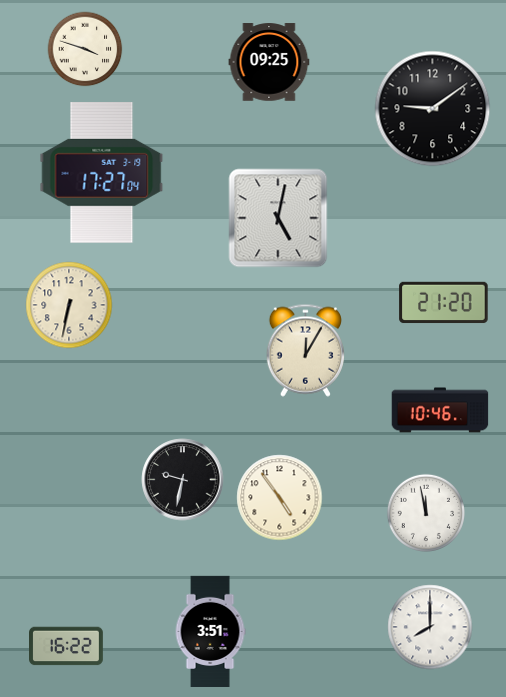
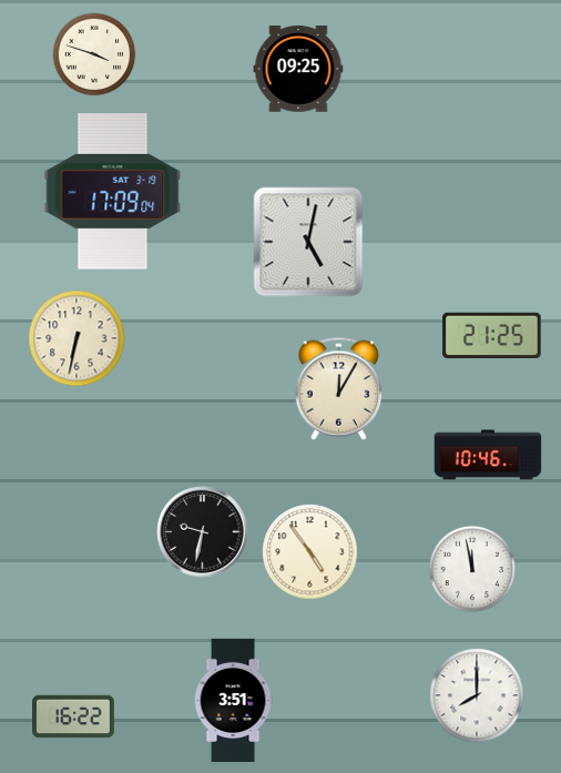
clock at (433, 109): 9:09 -> none
clock at (102, 173): 17:27 -> 17:09
clock at (444, 303): 21:20 -> 21:25
